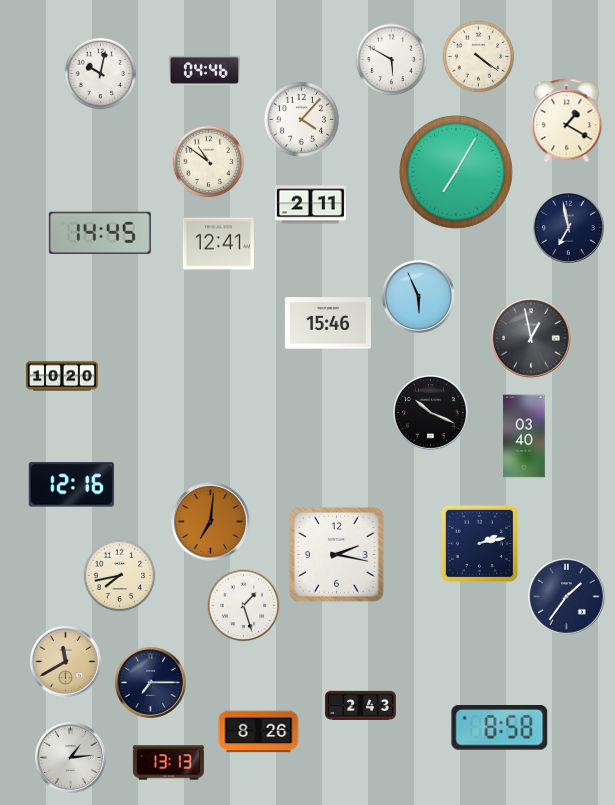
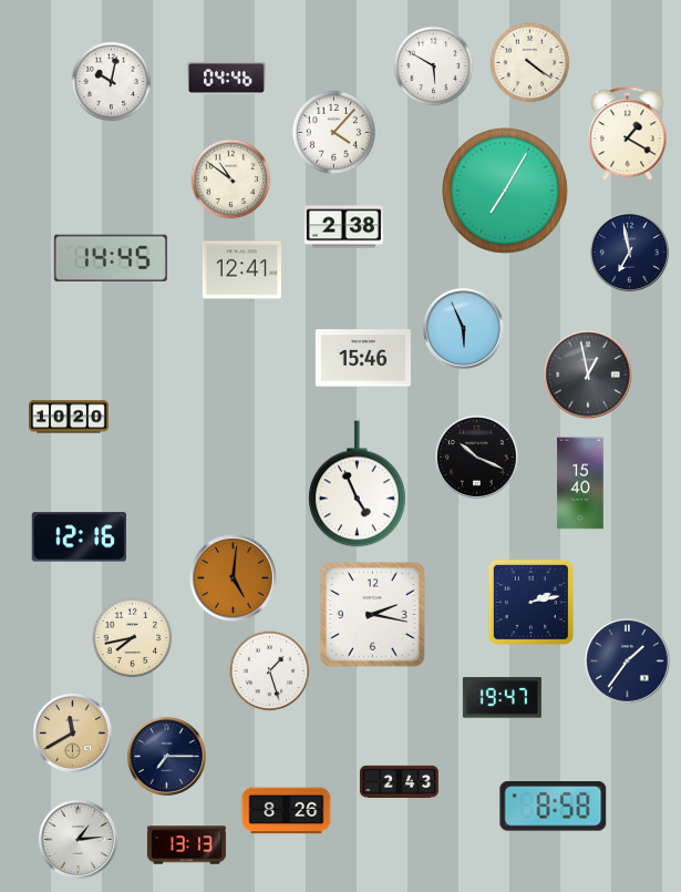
clock at (310, 205): 2:11 -> 2:38
clock at (524, 436): 03:40 -> 15:40
clock at (358, 484): none -> 4:56
clock at (211, 522): 7:01 -> 5:01
clock at (502, 698): none -> 19:47
